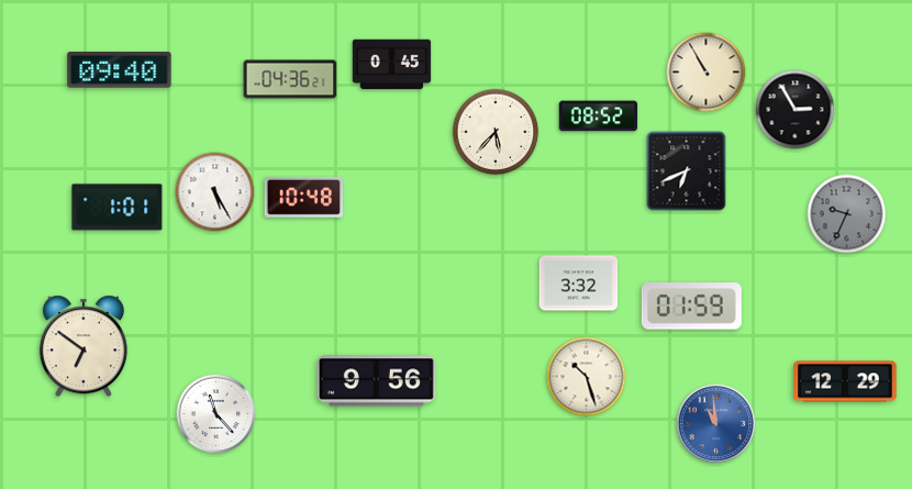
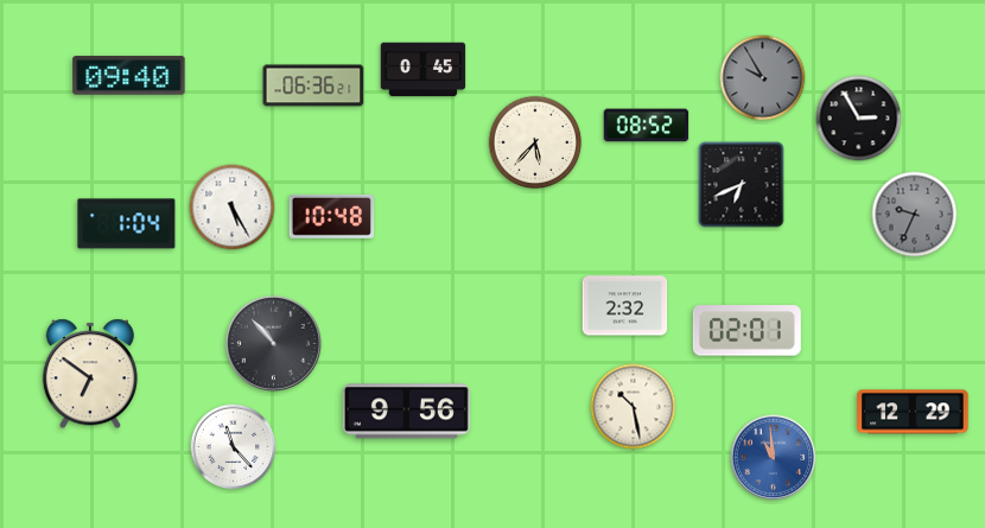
clock at (707, 73): 10:55 -> 9:55
clock at (707, 73) dial: cream -> grey
clock at (290, 79): 04:36 -> 06:36
clock at (304, 197) position: (304, 197) -> (332, 216)
clock at (118, 208): 1:01 -> 1:04
clock at (847, 214) position: (847, 214) -> (915, 215)
clock at (579, 284): 3:32 -> 2:32
clock at (691, 307): 01:59 -> 02:01
clock at (273, 343): none -> 10:53
clock at (587, 377): 10:27 -> 10:28
